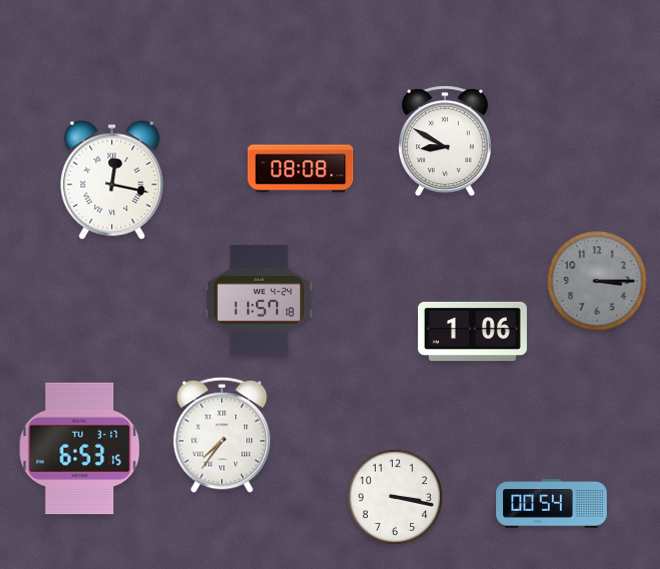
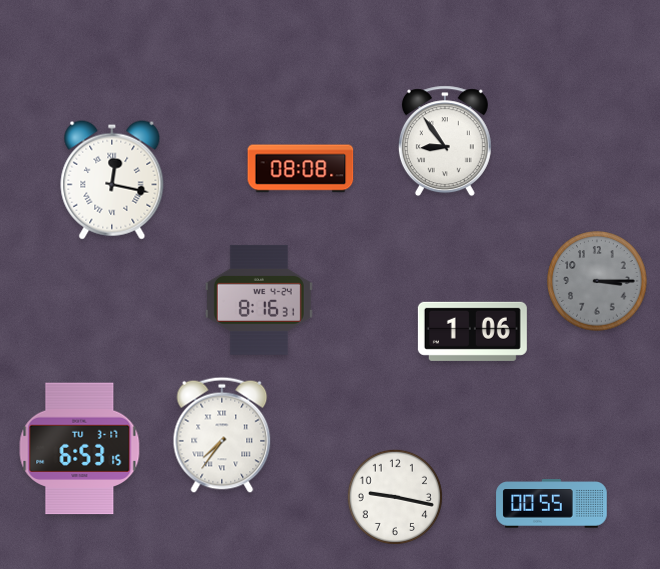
clock at (445, 141): 8:50 -> 8:54
clock at (259, 300): 11:57 -> 8:16
clock at (395, 497): 3:17 -> 9:17
clock at (552, 504): 00:54 -> 00:55
